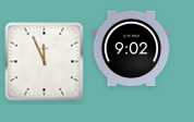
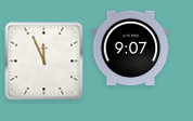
clock at (132, 48): 9:02 -> 9:07
